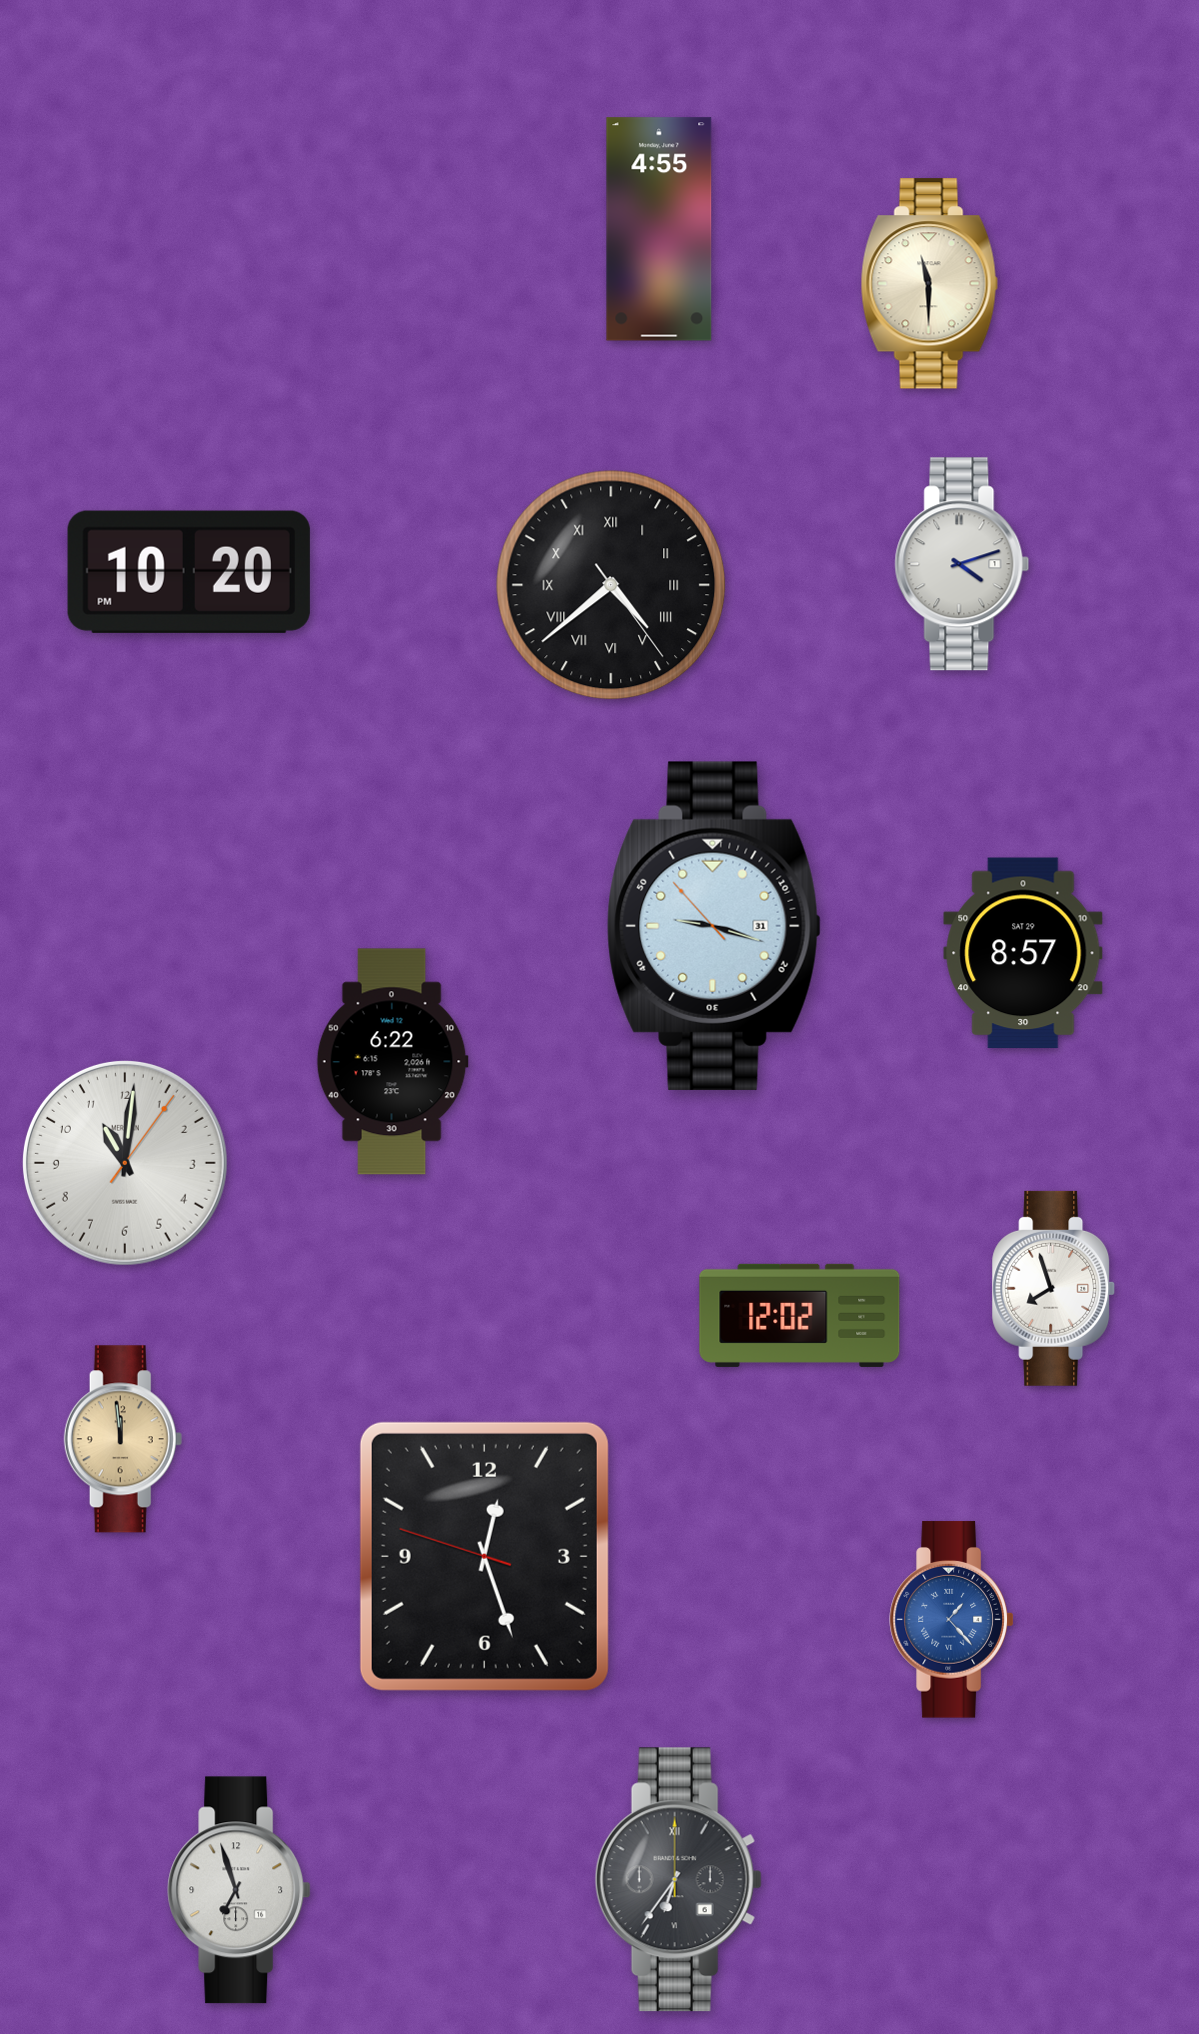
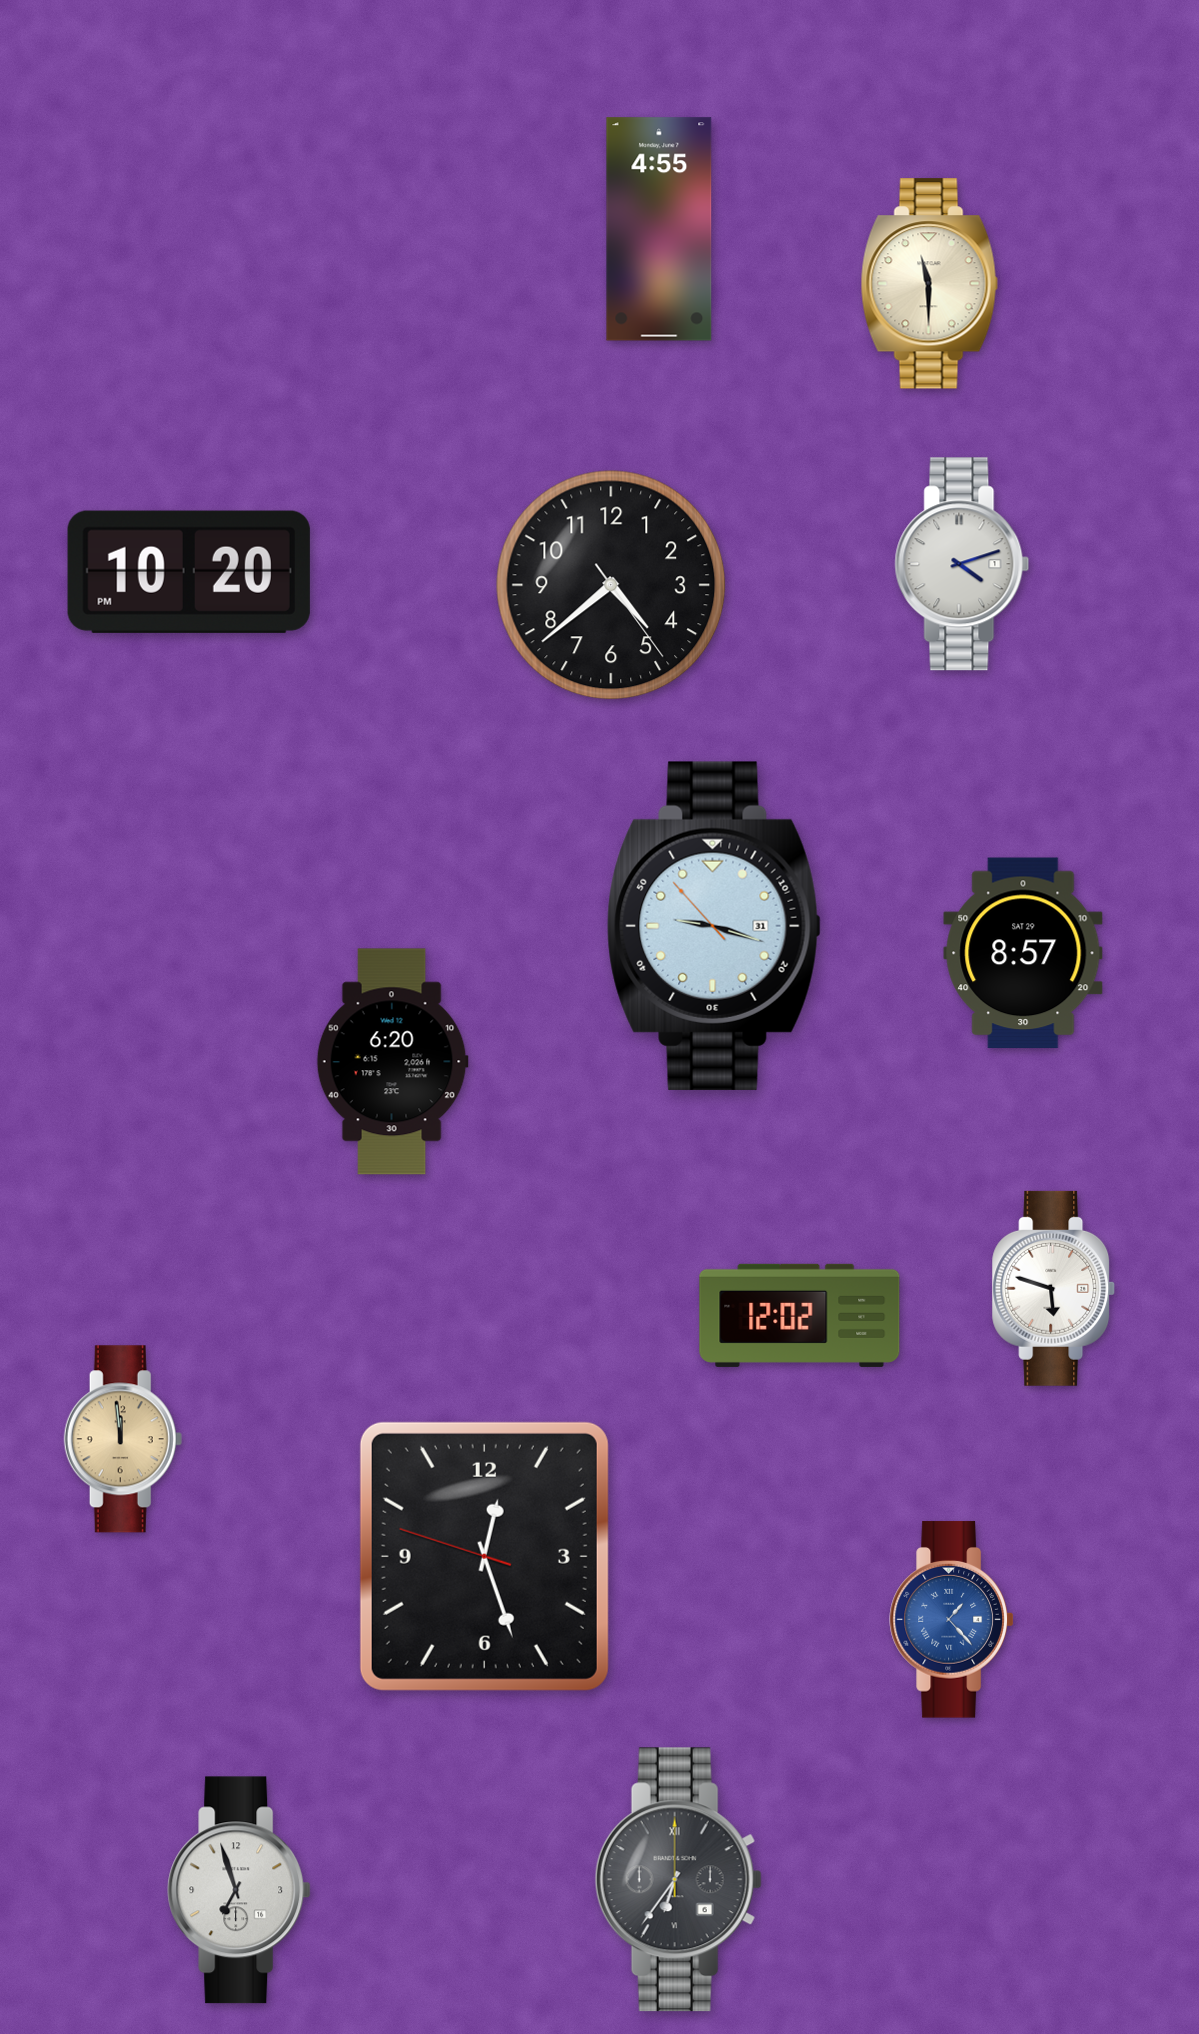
clock at (611, 585) numerals: Roman -> Arabic
clock at (392, 1062): 6:22 -> 6:20
clock at (125, 1163): 11:01 -> none
clock at (1054, 1288): 7:57 -> 5:48
